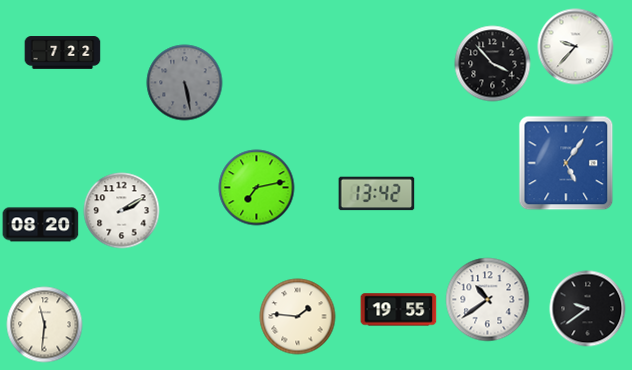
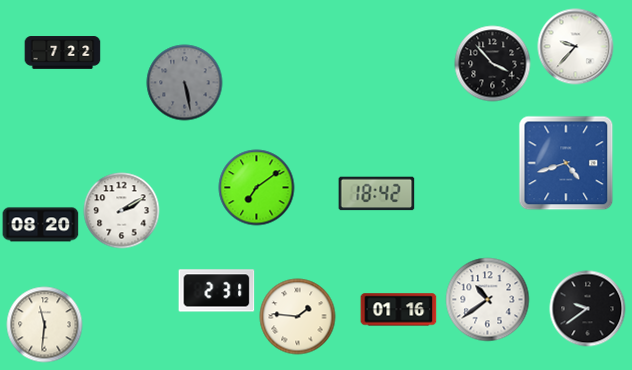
clock at (566, 163): 5:06 -> 4:42
clock at (257, 188): 7:13 -> 7:09
clock at (377, 194): 13:42 -> 18:42
clock at (217, 291): none -> 2:31
clock at (399, 310): 19:55 -> 01:16
